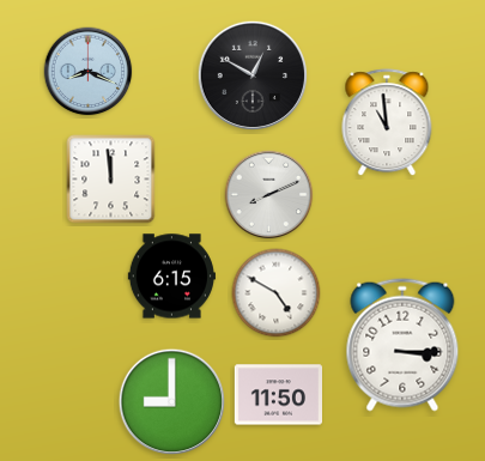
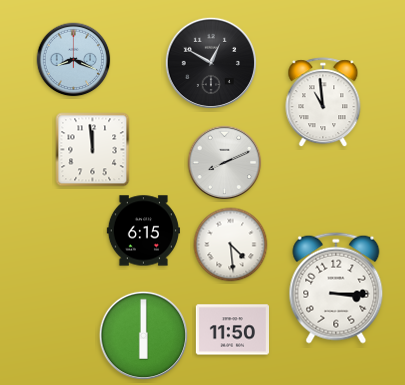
clock at (277, 293): 4:50 -> 4:29
clock at (171, 401): 9:00 -> 6:00
